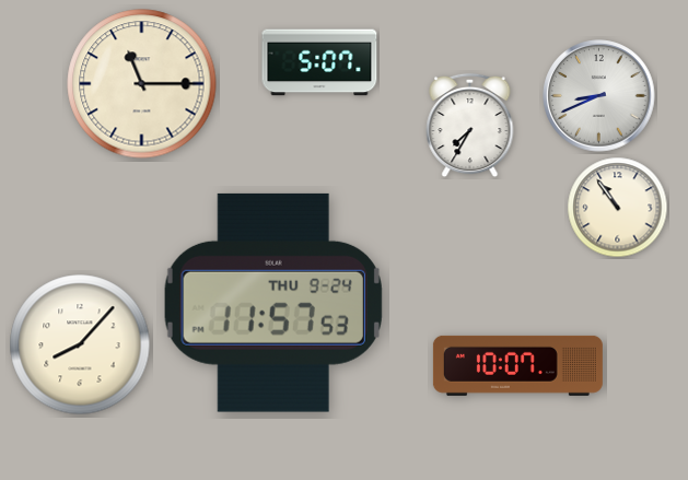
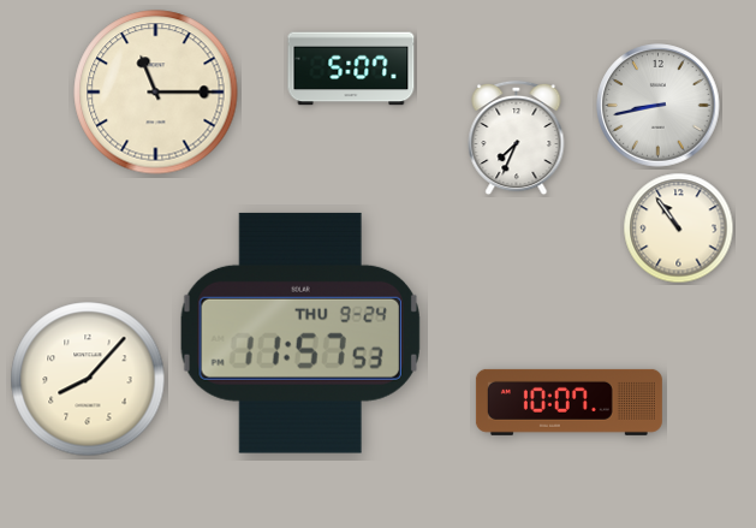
clock at (599, 96): 8:41 -> 8:43
clock at (470, 126): 7:35 -> 7:34
